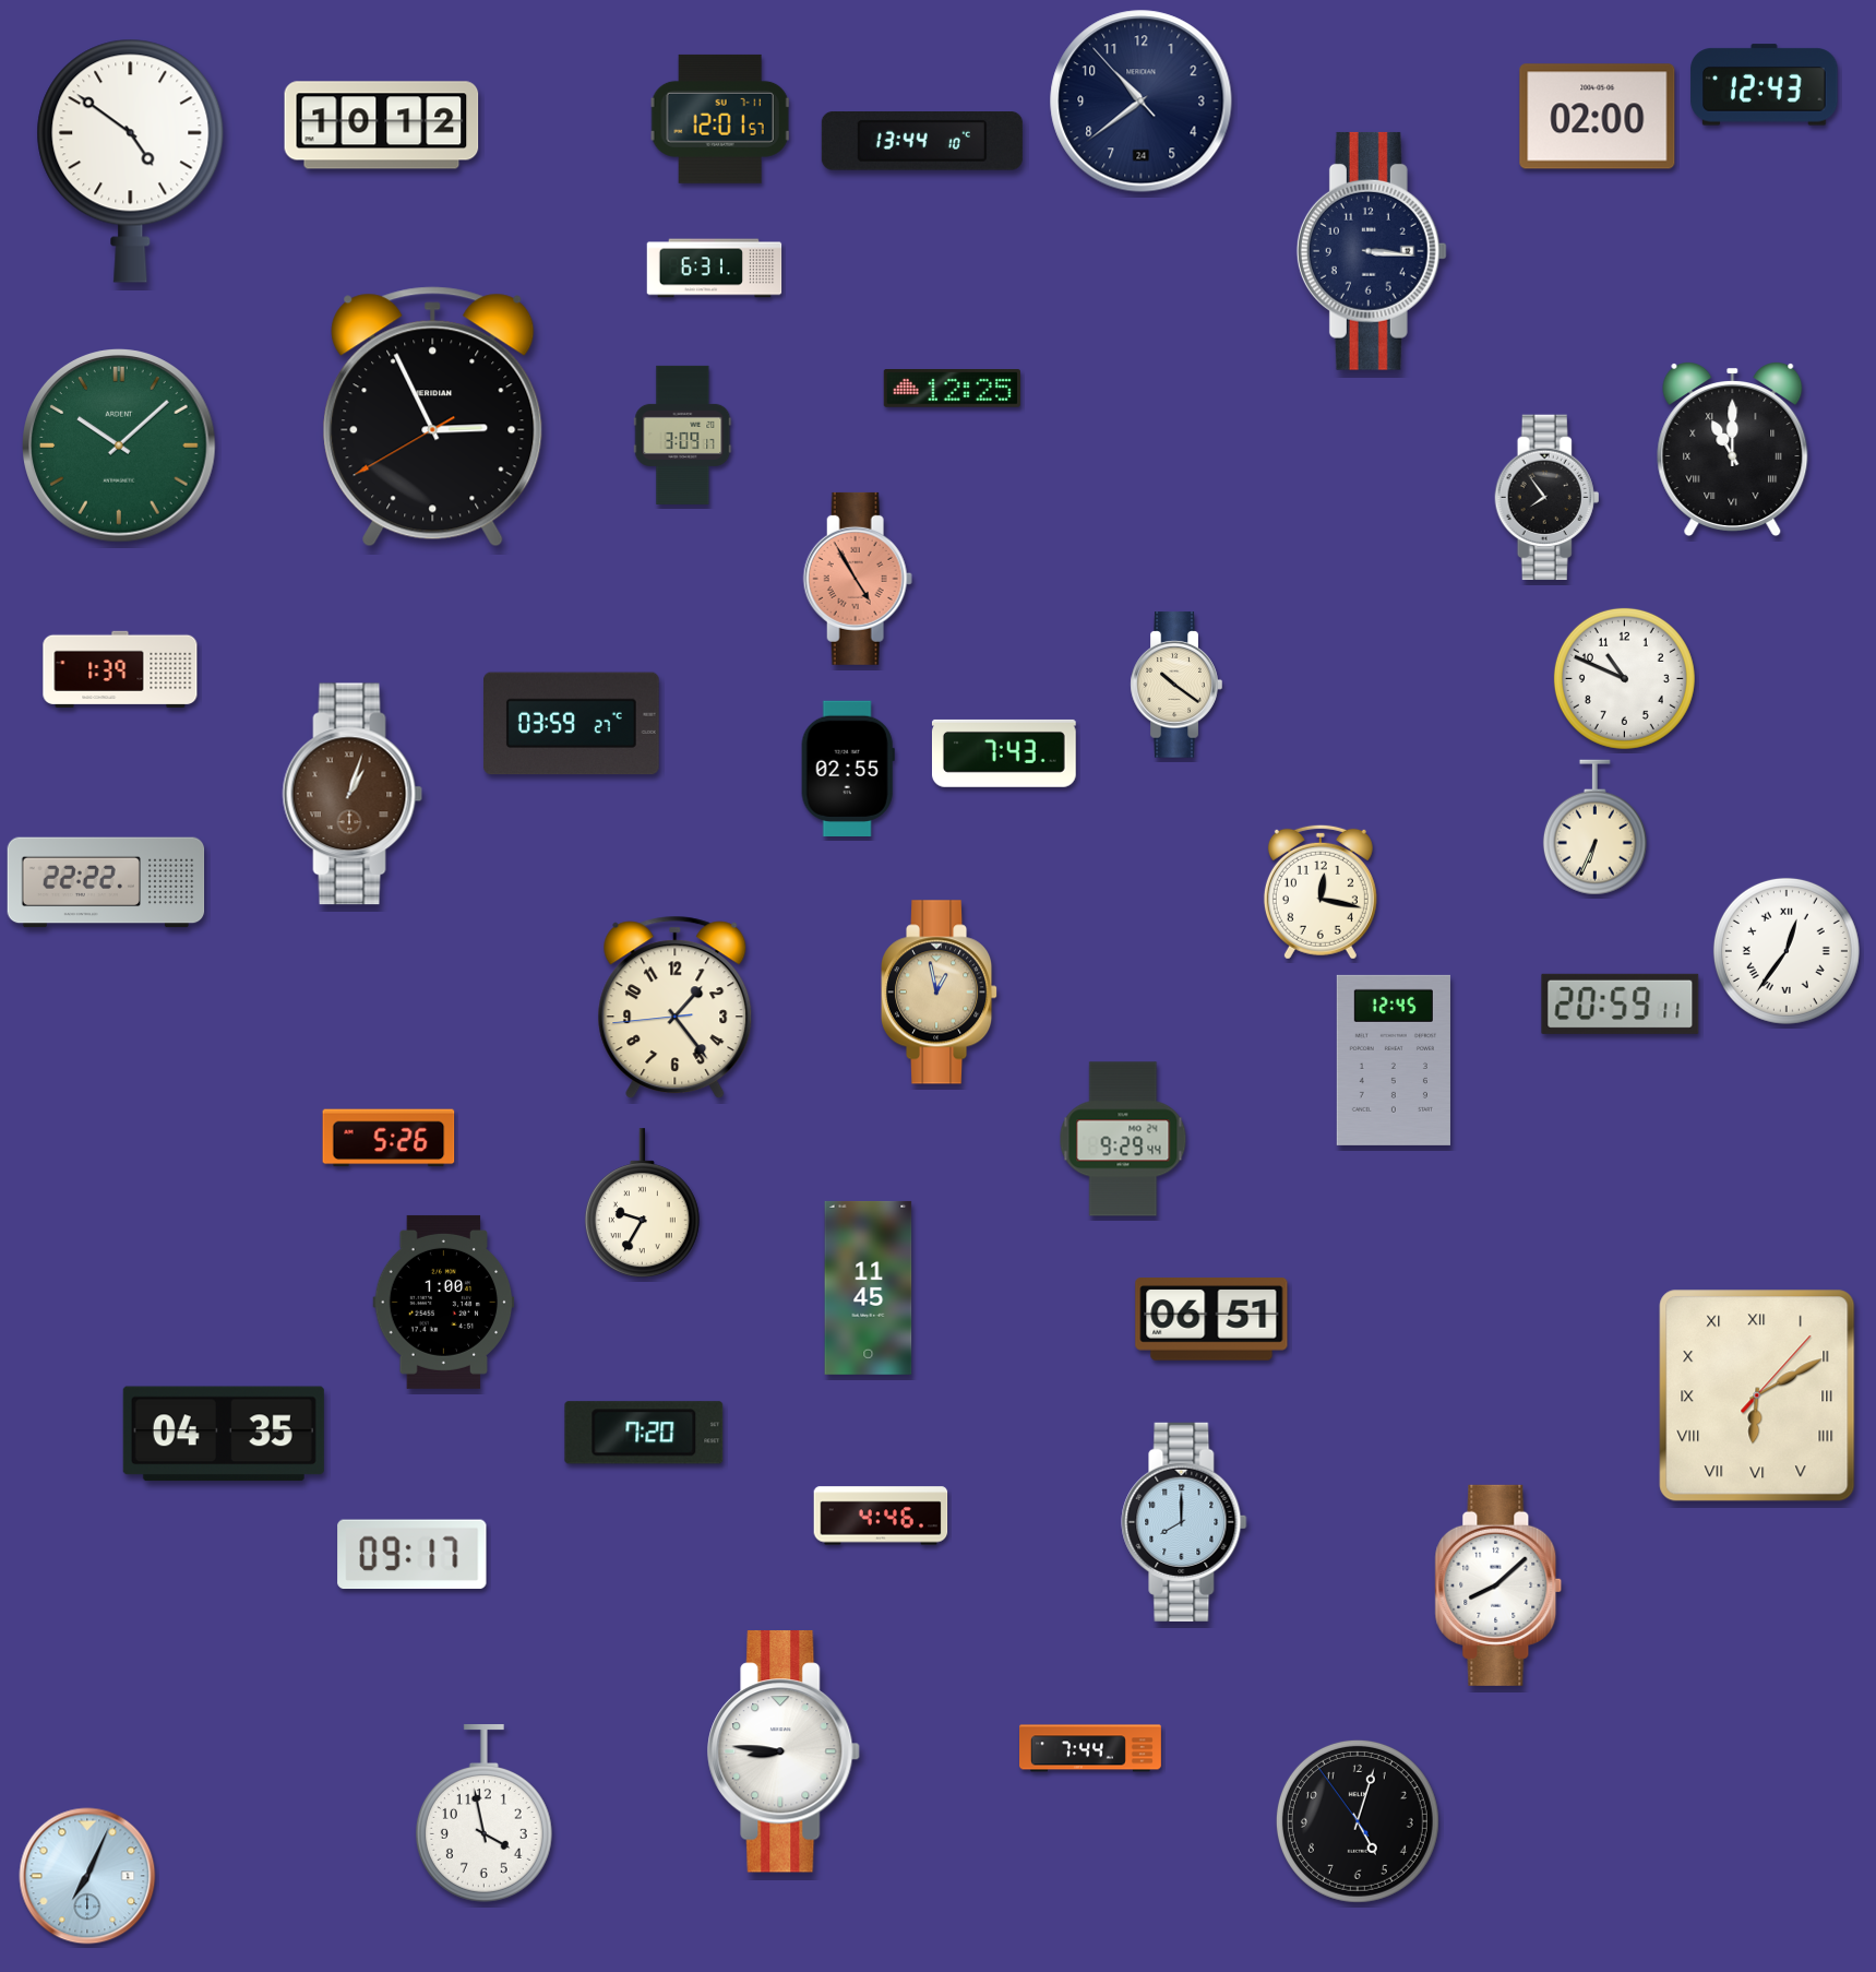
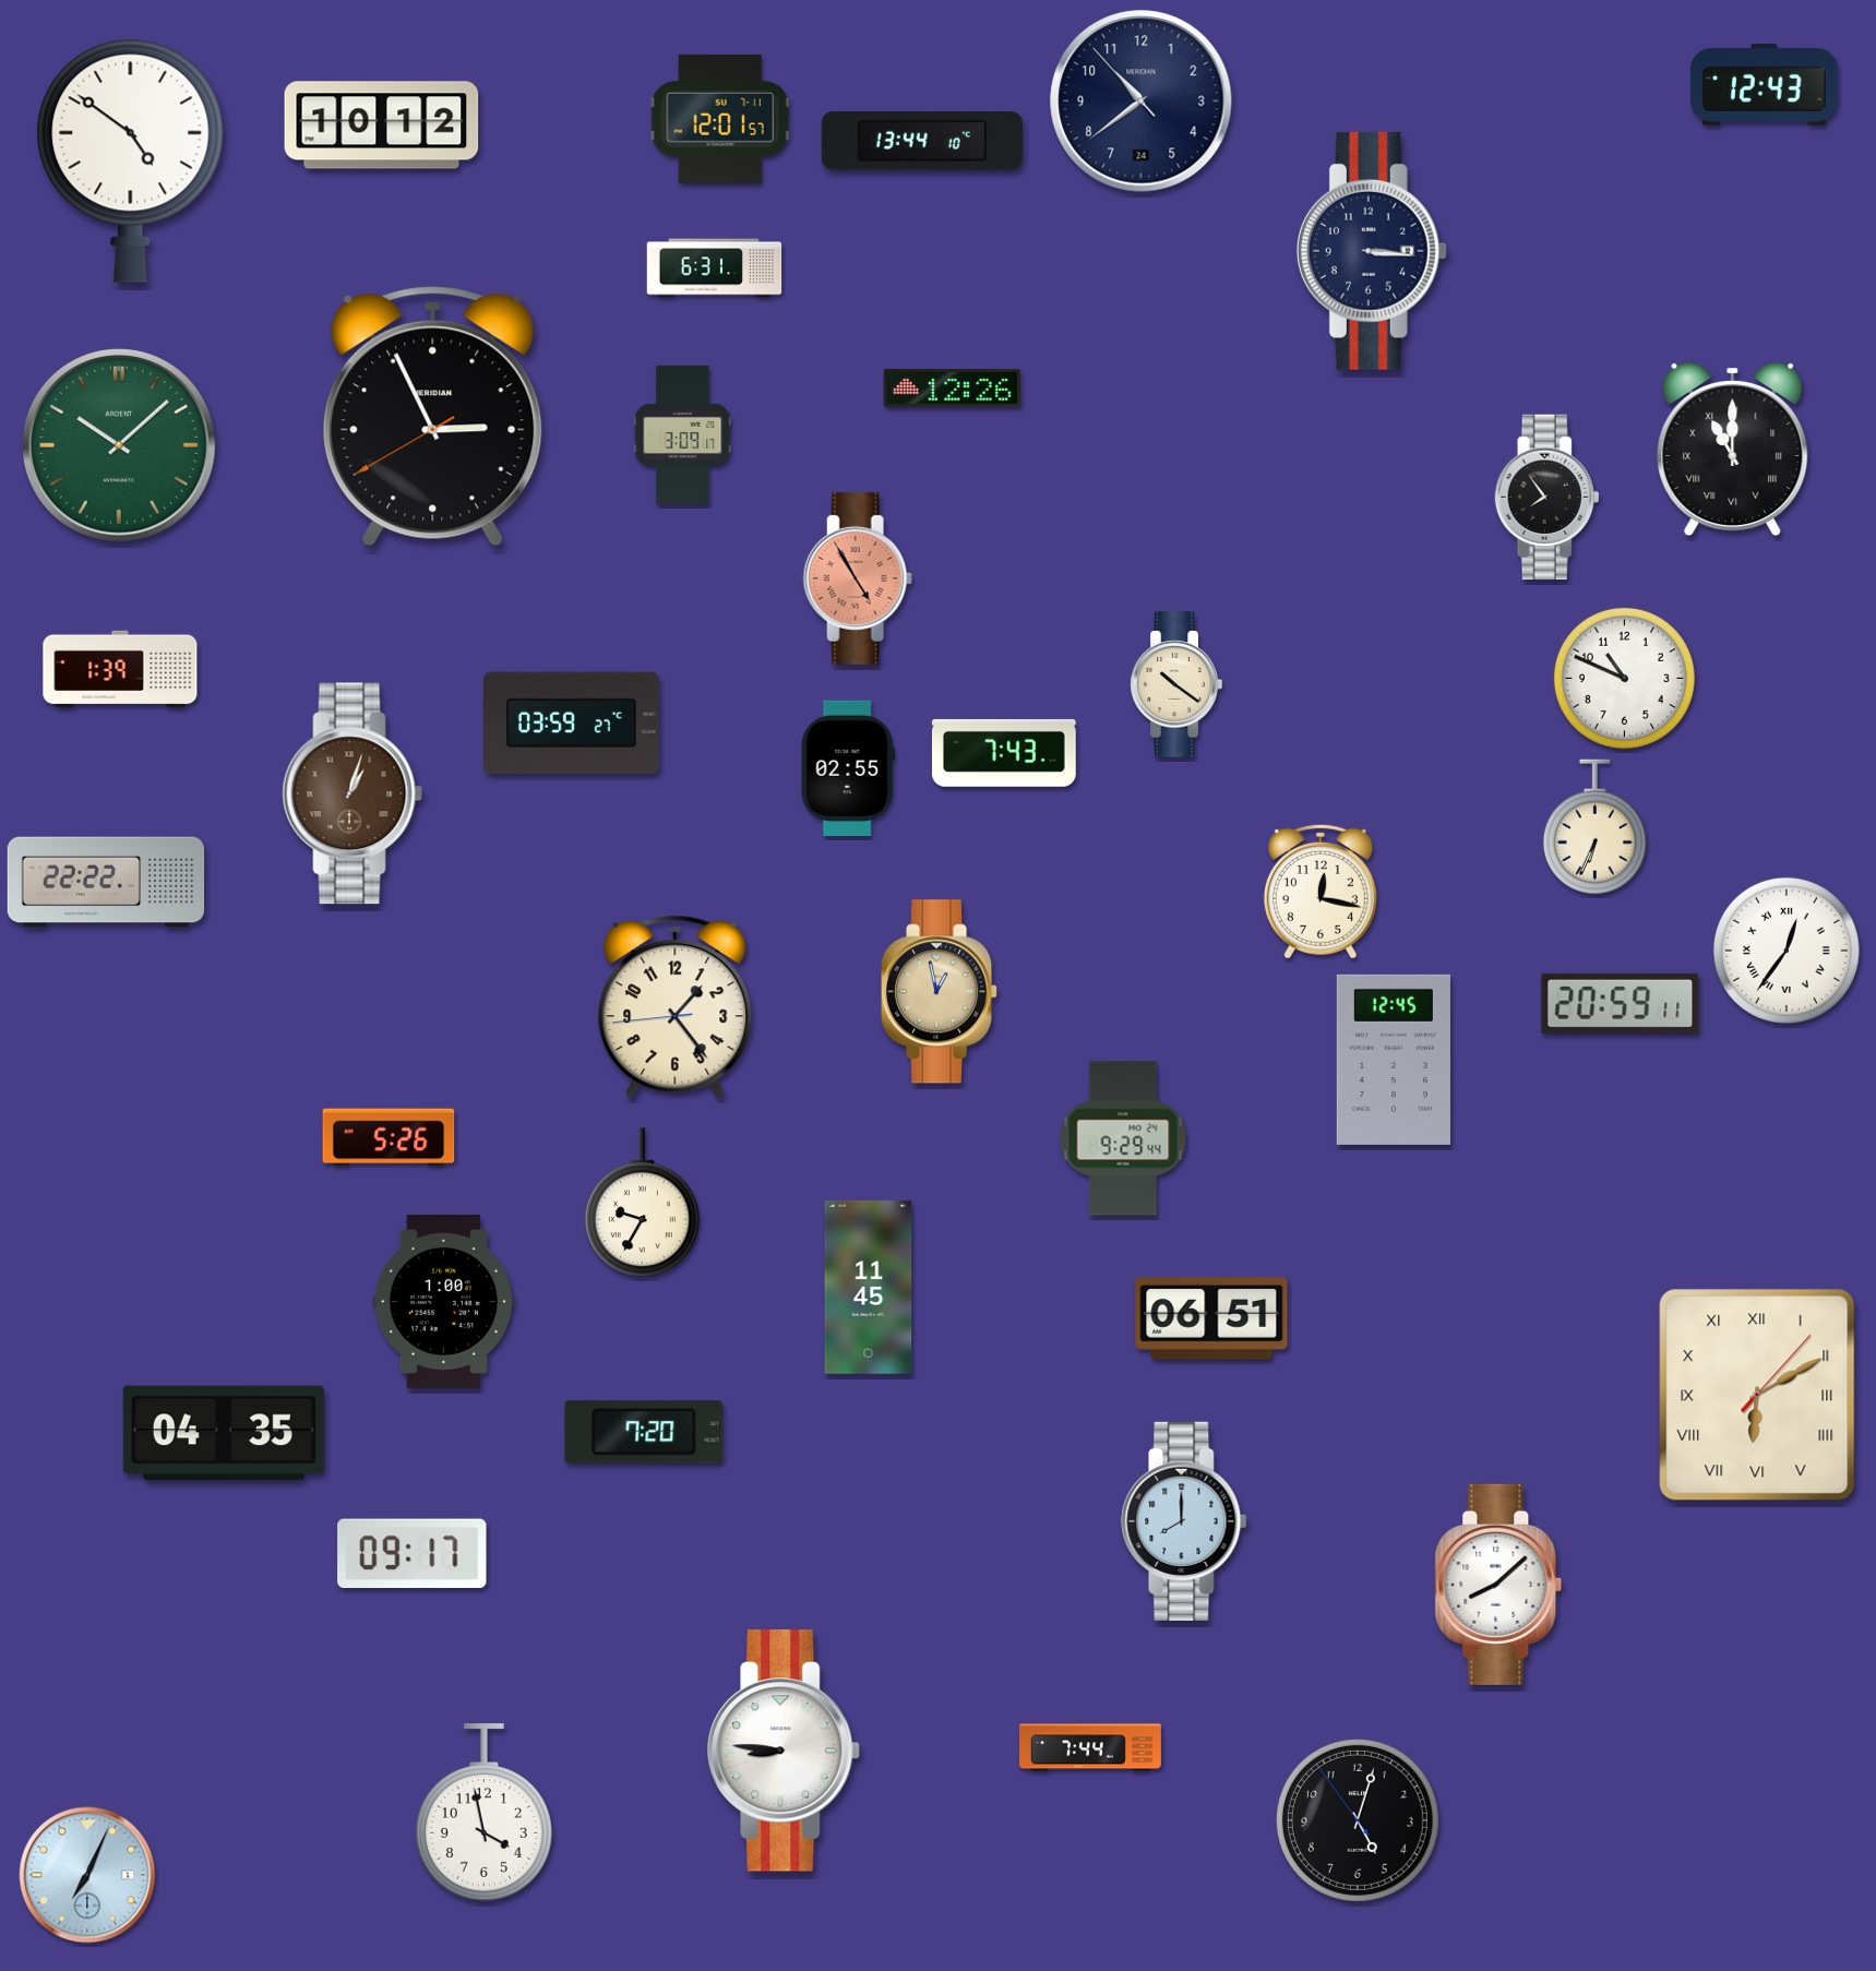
clock at (1598, 117): 02:00 -> none
clock at (952, 389): 12:25 -> 12:26
clock at (881, 1516): 4:46 -> none
